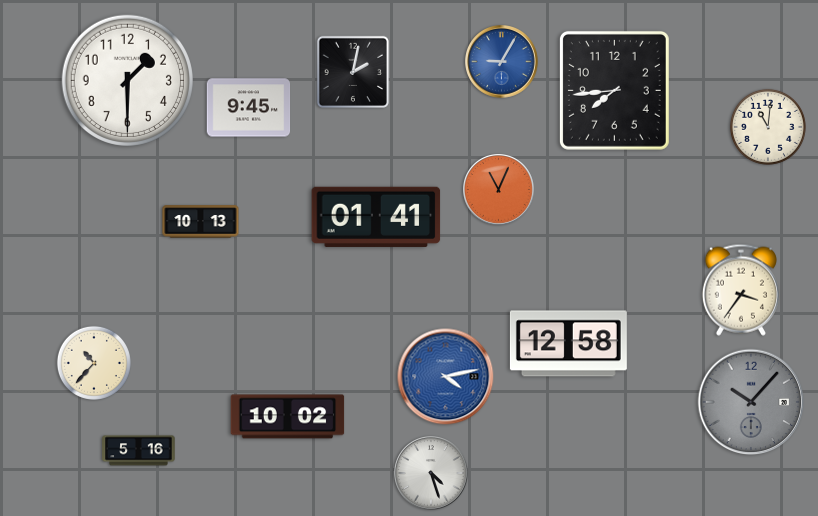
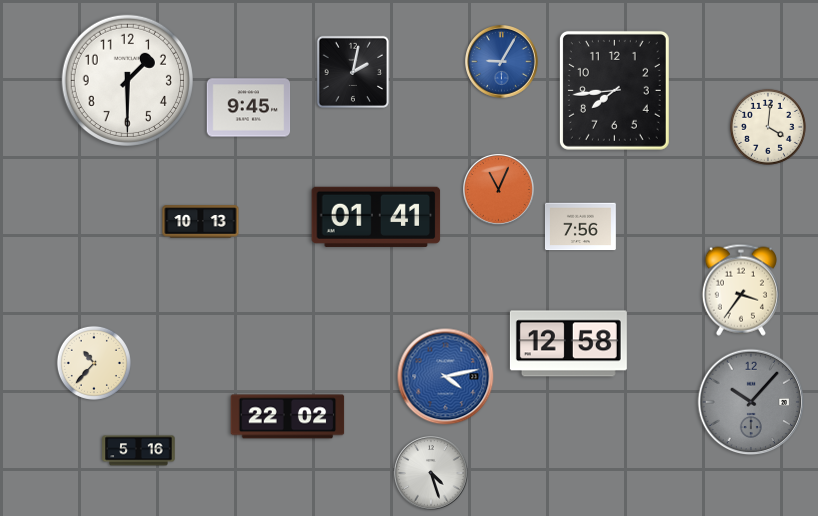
clock at (768, 127): 11:01 -> 4:01
clock at (580, 227): none -> 7:56
clock at (288, 417): 10:02 -> 22:02
